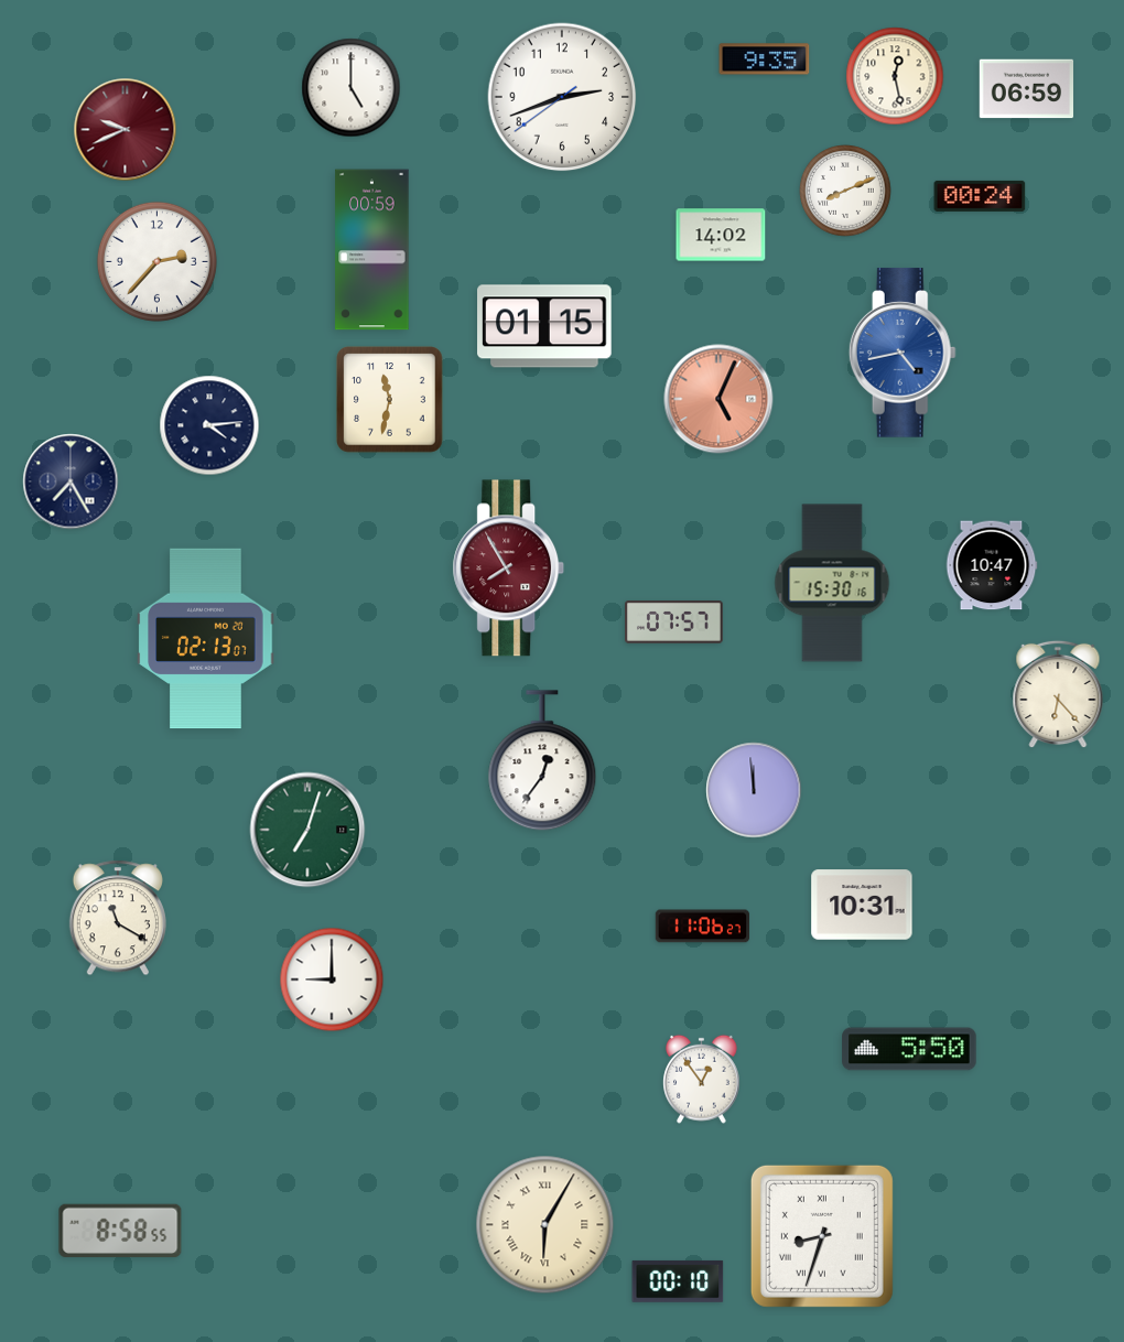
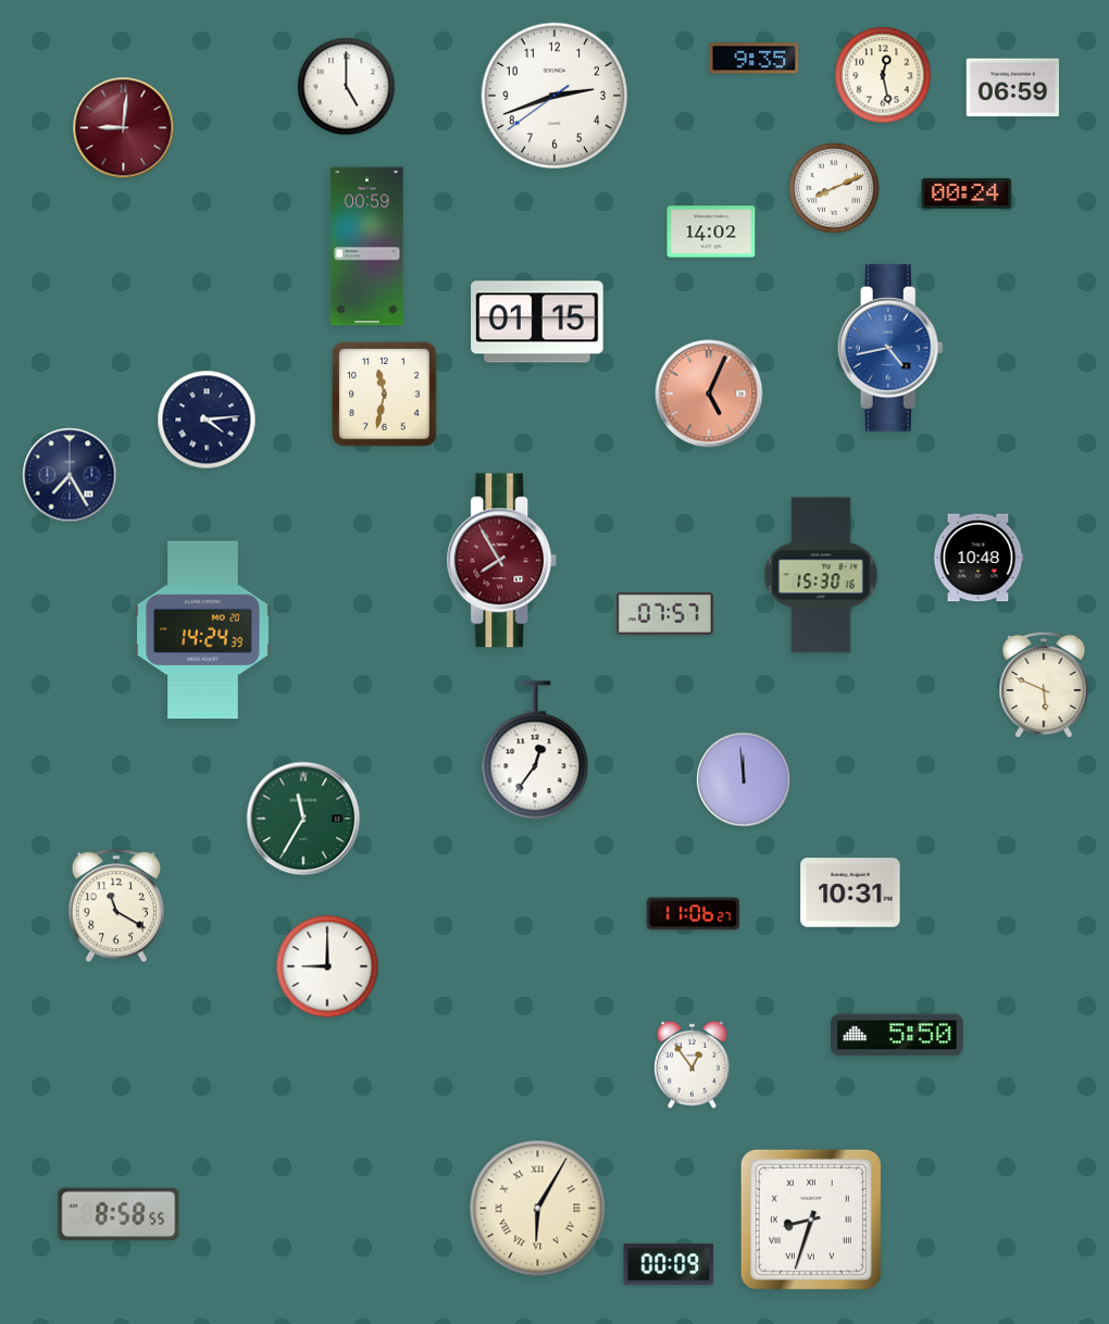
clock at (126, 130): 9:41 -> 9:01
clock at (156, 261): 2:37 -> none
clock at (992, 565): 10:47 -> 10:48
clock at (206, 639): 02:13 -> 14:24
clock at (1058, 694): 6:23 -> 5:49
clock at (307, 830): 7:03 -> 11:35
clock at (678, 1281): 00:10 -> 00:09
